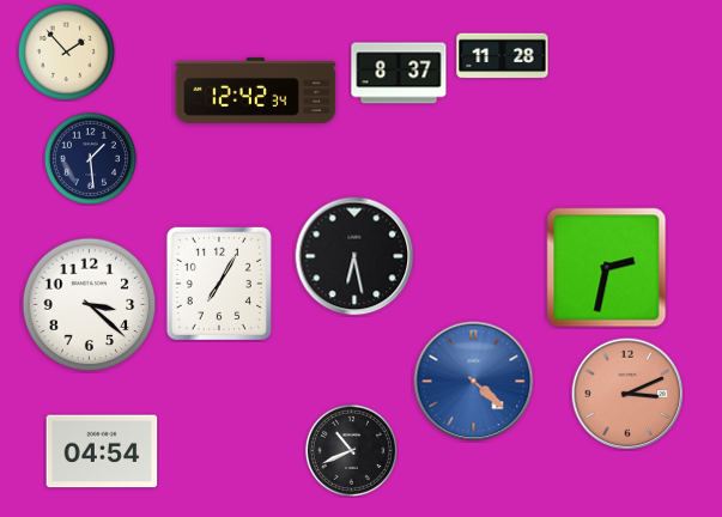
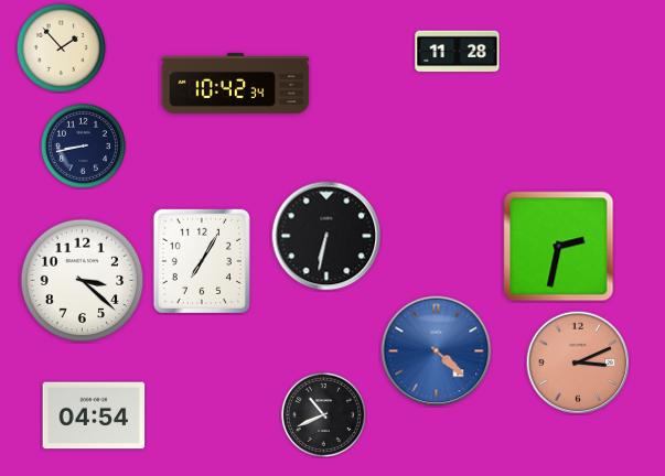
clock at (503, 56) position: (503, 56) -> (458, 52)
clock at (399, 73): 8:37 -> none
clock at (256, 90): 12:42 -> 10:42
clock at (90, 158): 1:29 -> 8:43
clock at (354, 256): 6:28 -> 6:32
